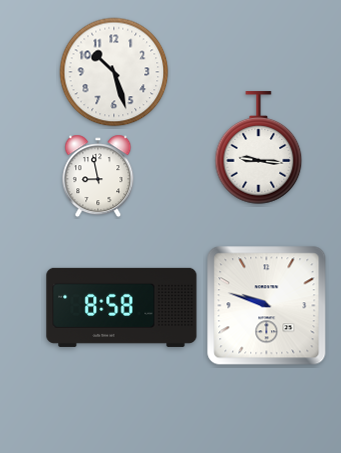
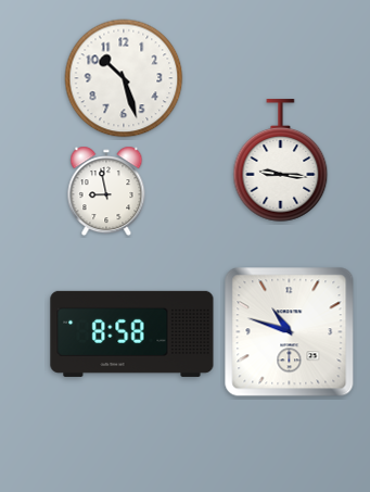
clock at (267, 306): 9:48 -> 10:48
